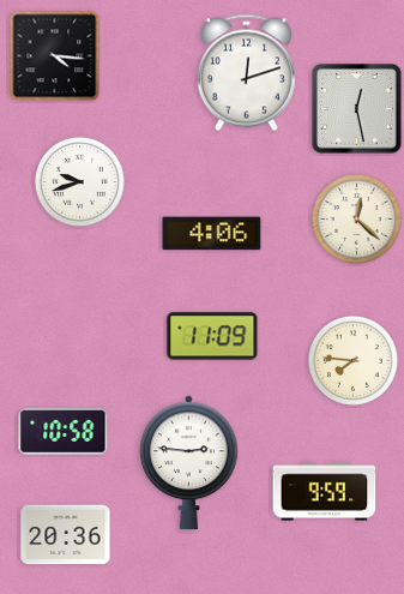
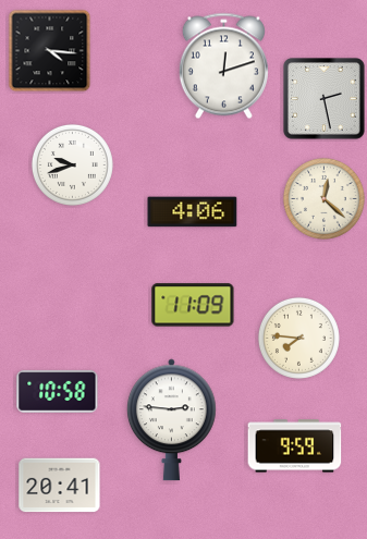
clock at (357, 109): 12:28 -> 2:28
clock at (352, 360) position: (352, 360) -> (298, 338)
clock at (66, 535): 20:36 -> 20:41
